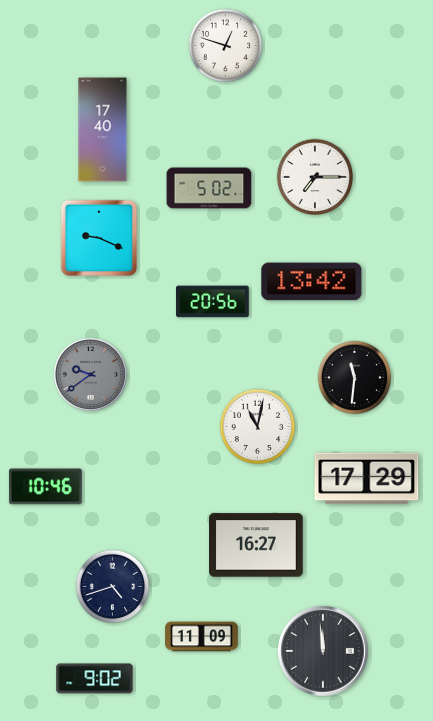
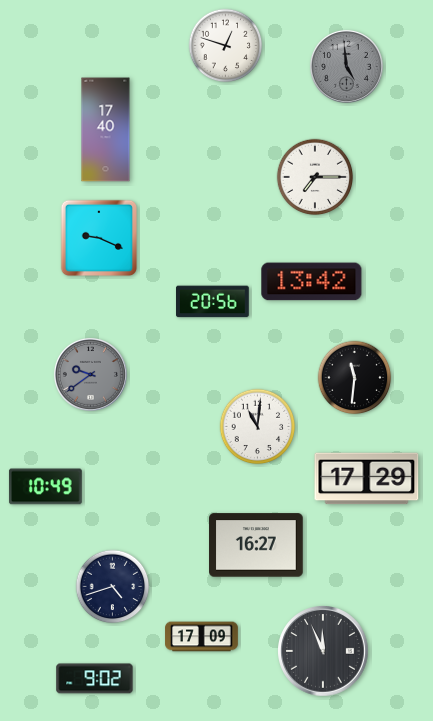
clock at (346, 66): none -> 4:59
clock at (103, 130) position: (103, 130) -> (106, 130)
clock at (209, 188): 5:02 -> none
clock at (258, 427): 11:02 -> 11:01
clock at (45, 487): 10:46 -> 10:49
clock at (202, 637): 11:09 -> 17:09
clock at (323, 651): 11:59 -> 11:56
